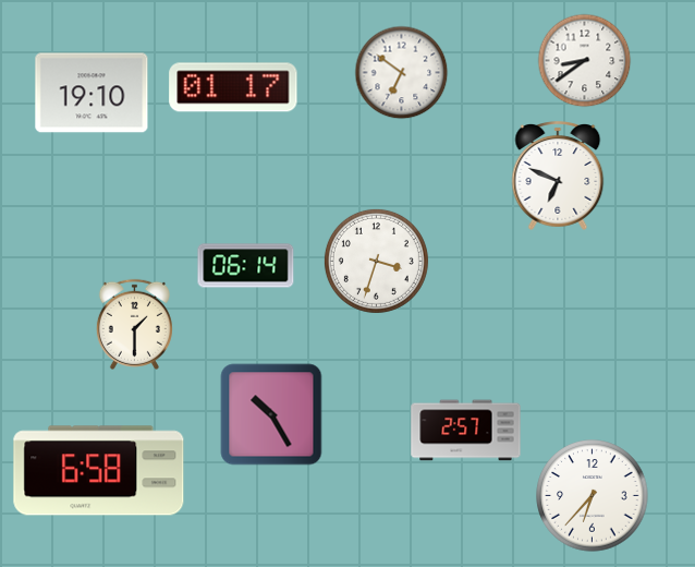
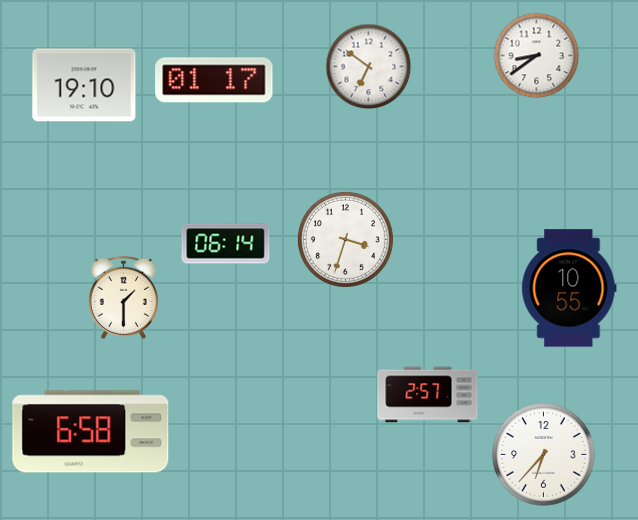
clock at (558, 177): 6:49 -> none
clock at (569, 288): none -> 10:55
clock at (271, 414): 10:25 -> none
